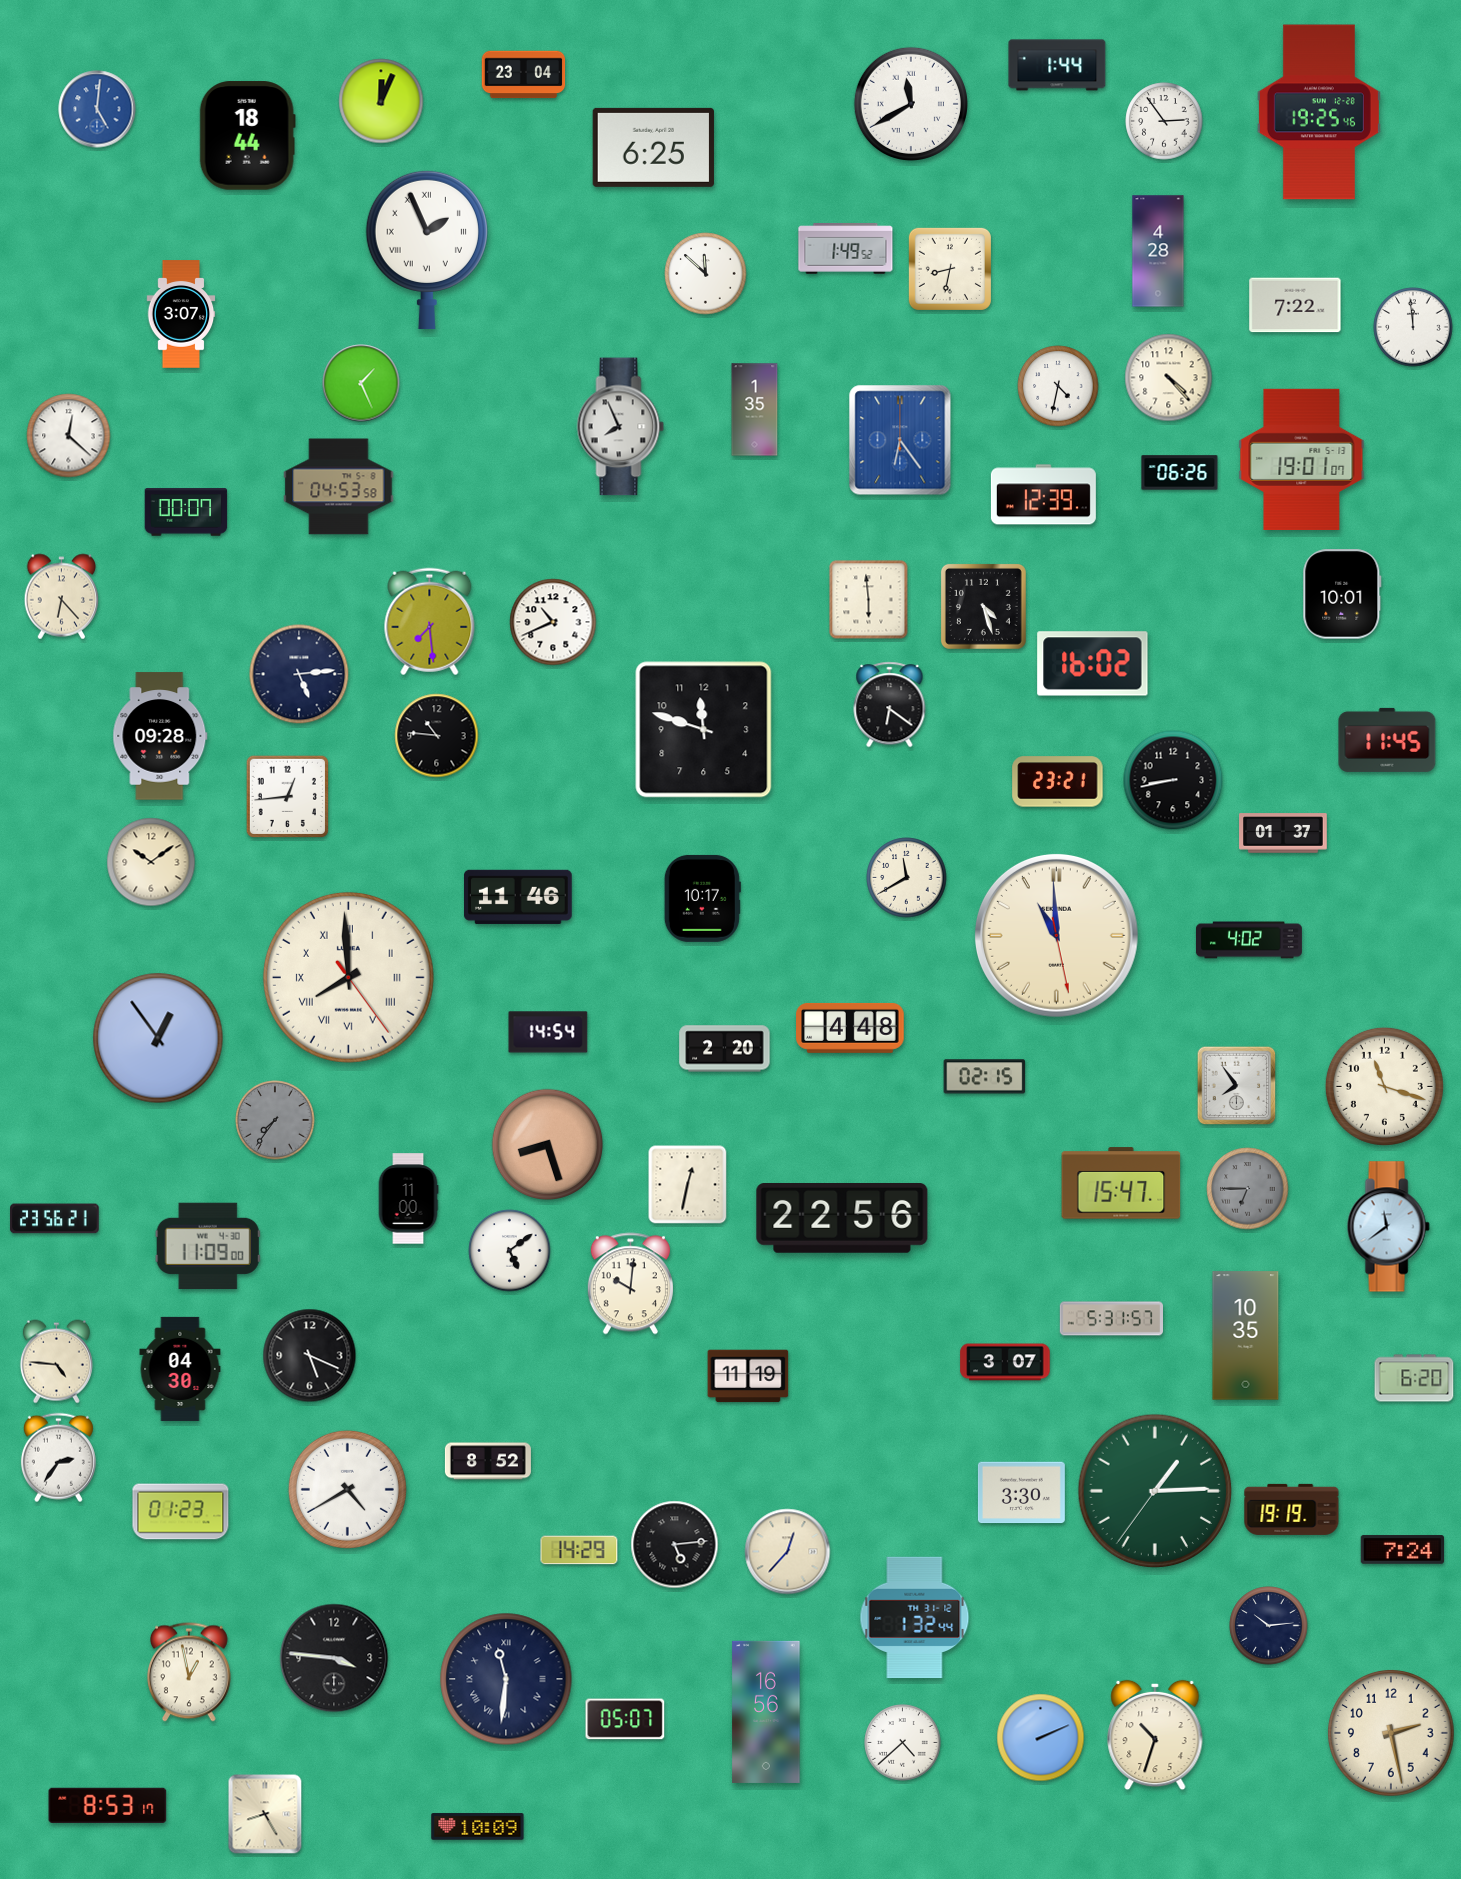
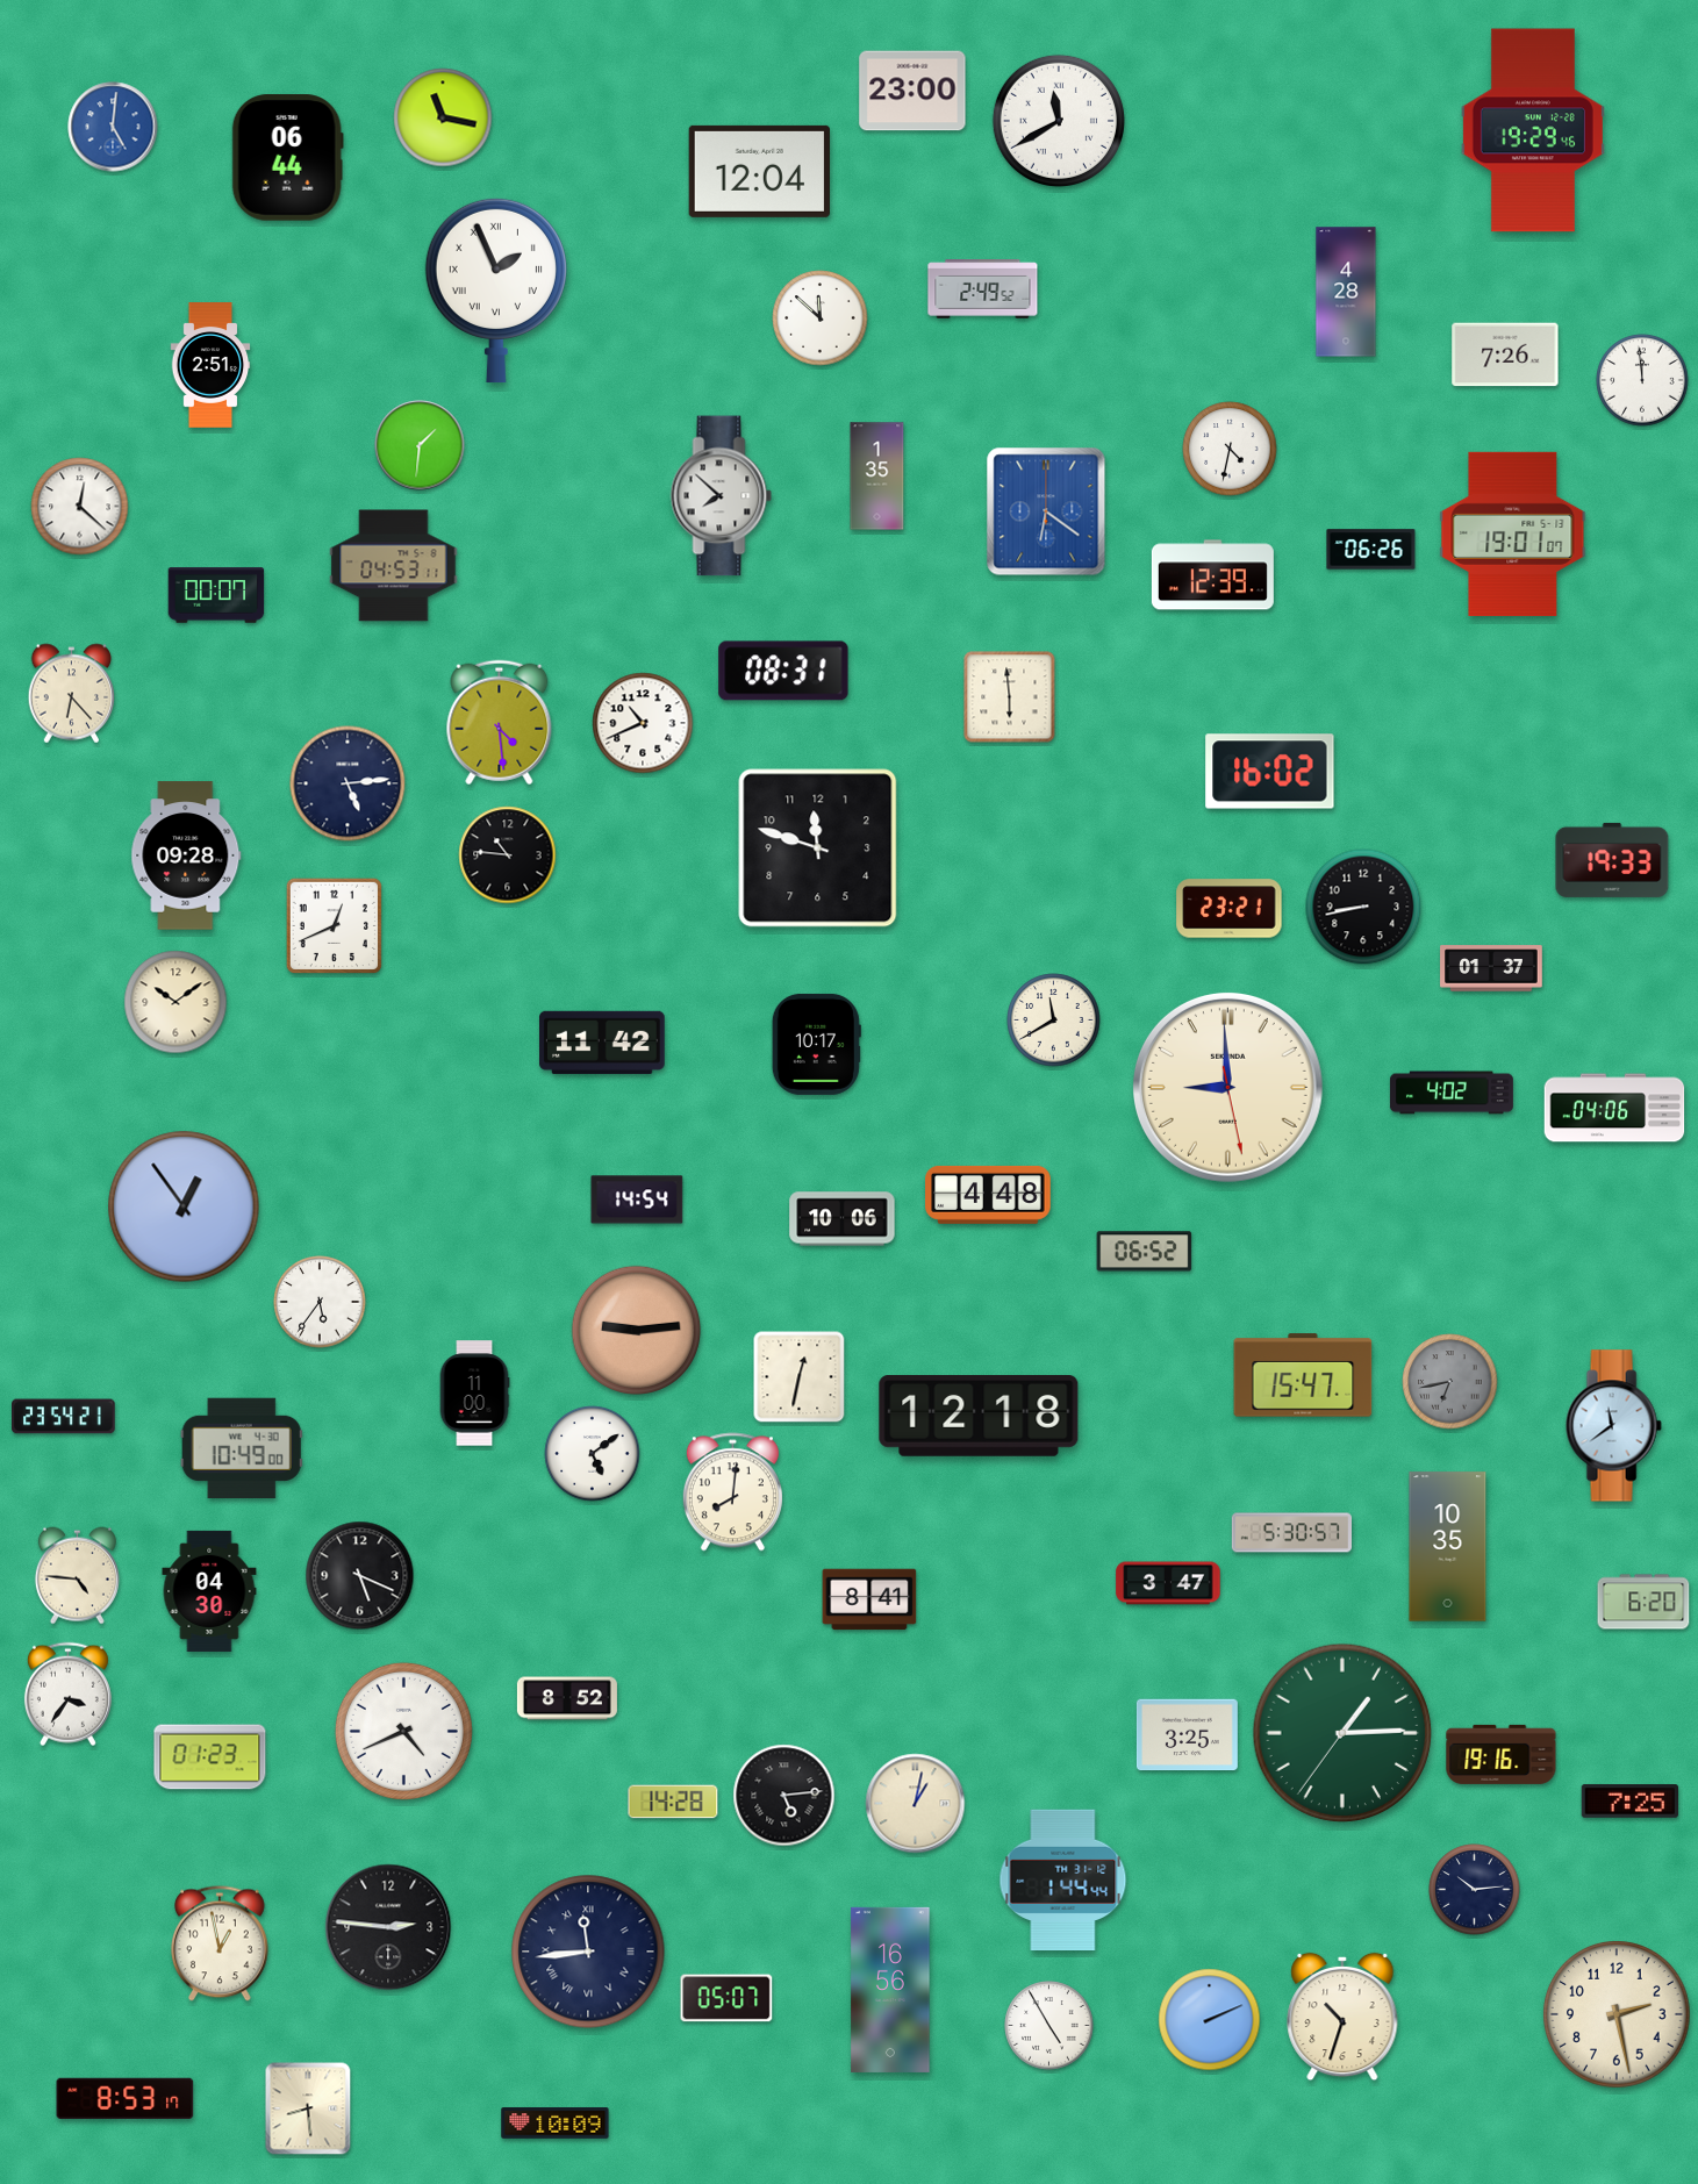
clock at (1057, 65): 1:44 -> none
clock at (524, 75): 23:04 -> none
clock at (912, 91): none -> 23:00
clock at (381, 101): 12:04 -> 11:17
clock at (1319, 112): 19:25 -> 19:29
clock at (1164, 121): 2:54 -> none
clock at (247, 136): 18:44 -> 06:44
clock at (653, 147): 6:25 -> 12:04
clock at (846, 249): 1:49 -> 2:49
clock at (950, 269): 8:32 -> none
clock at (1295, 305): 7:22 -> 7:26
clock at (181, 314): 3:07 -> 2:51
clock at (1169, 378): 4:23 -> none
clock at (361, 383): 1:26 -> 1:31
clock at (621, 427): 7:56 -> 7:52
clock at (900, 440): 6:24 -> 6:21
clock at (339, 487): 04:53:58 -> 04:53:11
clock at (783, 671): none -> 08:31
clock at (1342, 594): 10:01 -> none
clock at (983, 606): 4:27 -> none
clock at (430, 622): 7:29 -> 4:29
clock at (890, 705): 6:21 -> none
clock at (1387, 740): 11:45 -> 19:33
clock at (287, 796): 12:44 -> 12:41
clock at (519, 897): 11:46 -> 11:42
clock at (1056, 935): 10:59 -> 8:59
clock at (1614, 1108): none -> 04:06
clock at (348, 977): 7:59 -> none
clock at (725, 1049): 2:20 -> 10:06
clock at (985, 1077): 02:15 -> 06:52
clock at (1237, 1086): 7:54 -> none
clock at (1384, 1086): 11:18 -> none
clock at (275, 1120): 7:36 -> 5:36
clock at (275, 1120) dial: grey -> white
clock at (548, 1145): 8:27 -> 9:14
clock at (1248, 1189): 6:45 -> 6:43
clock at (55, 1219): 23:56 -> 23:54
clock at (842, 1219): 22:56 -> 12:18
clock at (208, 1246): 11:09 -> 10:49
clock at (630, 1284): 10:01 -> 8:01
clock at (1111, 1319): 5:31 -> 5:30
clock at (1246, 1336) position: (1246, 1336) -> (1448, 1547)
clock at (56, 1362) position: (56, 1362) -> (77, 1576)
clock at (1005, 1362): 3:07 -> 3:47
clock at (748, 1376): 11:19 -> 8:41
clock at (58, 1458): 2:36 -> 3:36
clock at (347, 1489): 4:40 -> 4:41
clock at (1021, 1493): 3:30 -> 3:25
clock at (1292, 1509): 19:19 -> 19:16
clock at (579, 1550): 14:29 -> 14:28
clock at (1403, 1550): 7:24 -> 7:25
clock at (788, 1552): 12:37 -> 1:02
clock at (915, 1618): 1:32 -> 1:44
clock at (334, 1658): 3:46 -> 2:46
clock at (506, 1679): 11:31 -> 11:44
clock at (903, 1743): 4:38 -> 4:55
clock at (265, 1814): 8:25 -> 8:29
